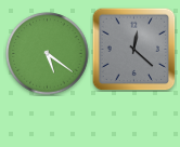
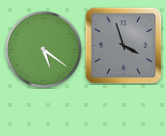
clock at (133, 49): 12:22 -> 3:57
